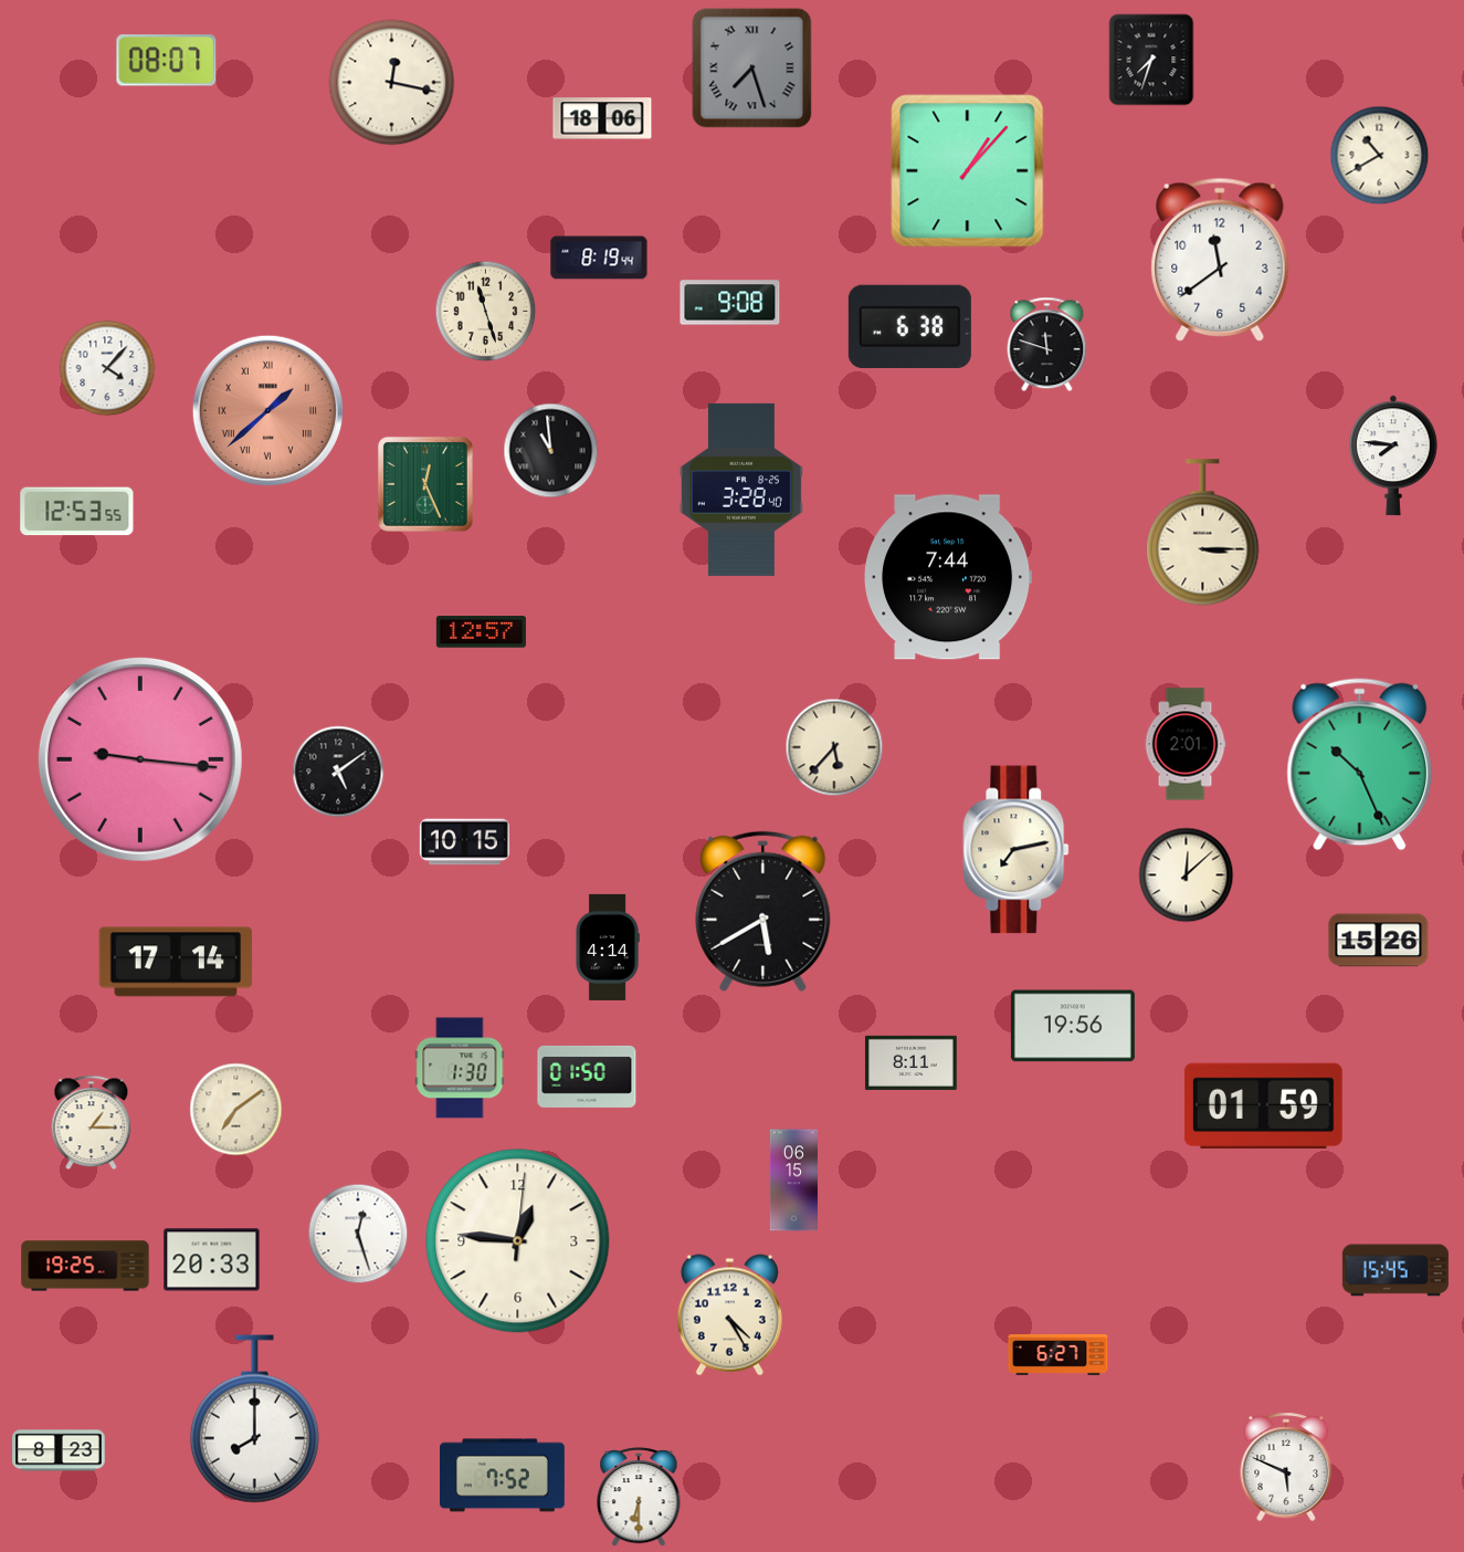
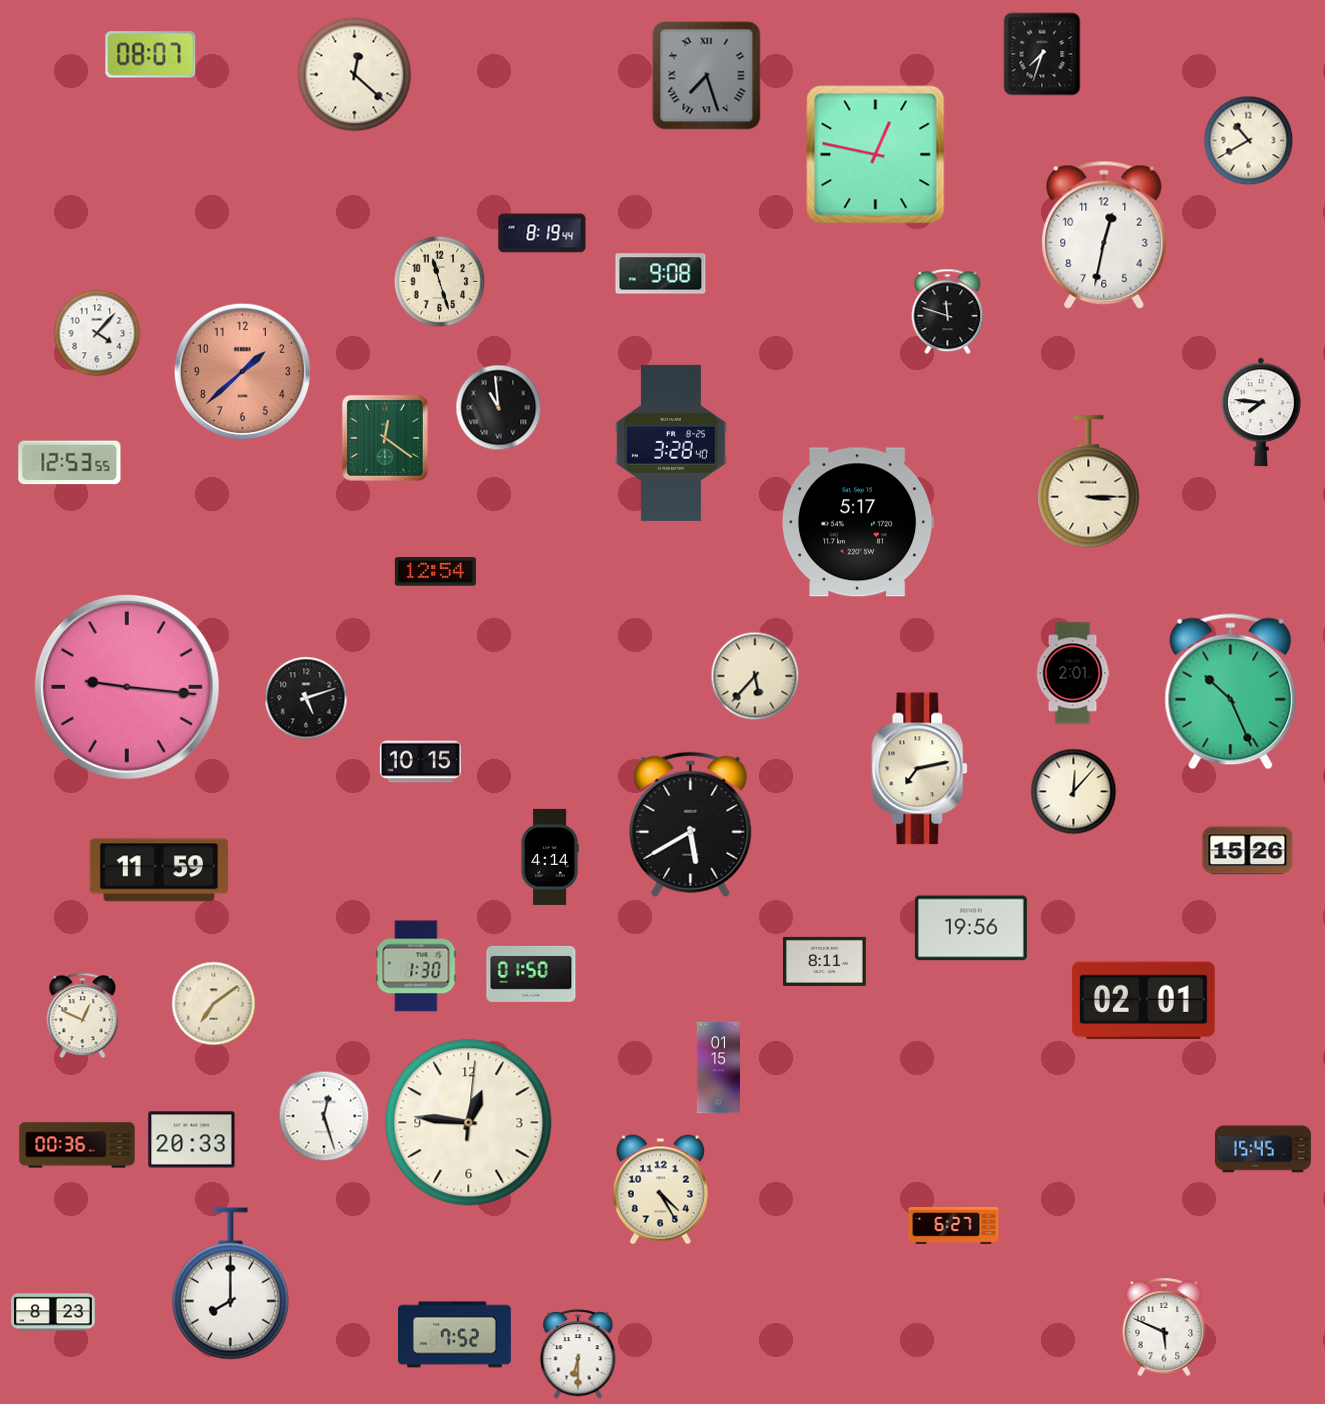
clock at (752, 69) position: (752, 69) -> (707, 76)
clock at (392, 83): 12:17 -> 12:22
clock at (602, 118): 18:06 -> none
clock at (968, 171): 1:07 -> 12:47
clock at (1220, 260): 11:39 -> 12:32
clock at (909, 326): 6:38 -> none
clock at (267, 410) numerals: Roman -> Arabic
clock at (425, 484): 12:26 -> 12:21
clock at (949, 577): 7:44 -> 5:17
clock at (481, 632): 12:57 -> 12:54
clock at (338, 772): 5:09 -> 5:12
clock at (1187, 875): 12:08 -> 12:07
clock at (176, 962): 17:14 -> 11:59
clock at (1263, 1107): 01:59 -> 02:01
clock at (92, 1123): 1:15 -> 12:49
clock at (793, 1181): 06:15 -> 01:15
clock at (85, 1266): 19:25 -> 00:36
clock at (1058, 1355) position: (1058, 1355) -> (954, 1226)
